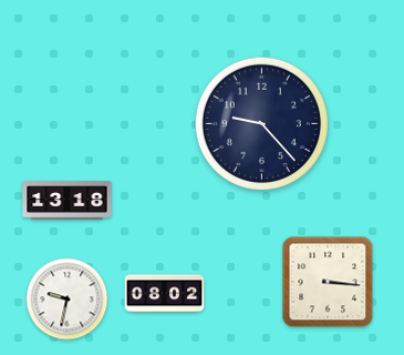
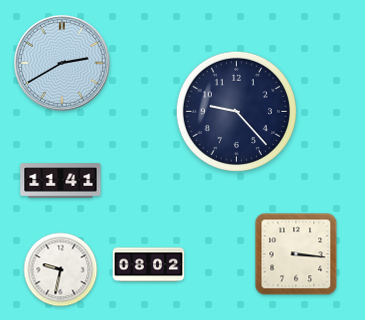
clock at (62, 63): none -> 2:40
clock at (68, 201): 13:18 -> 11:41
